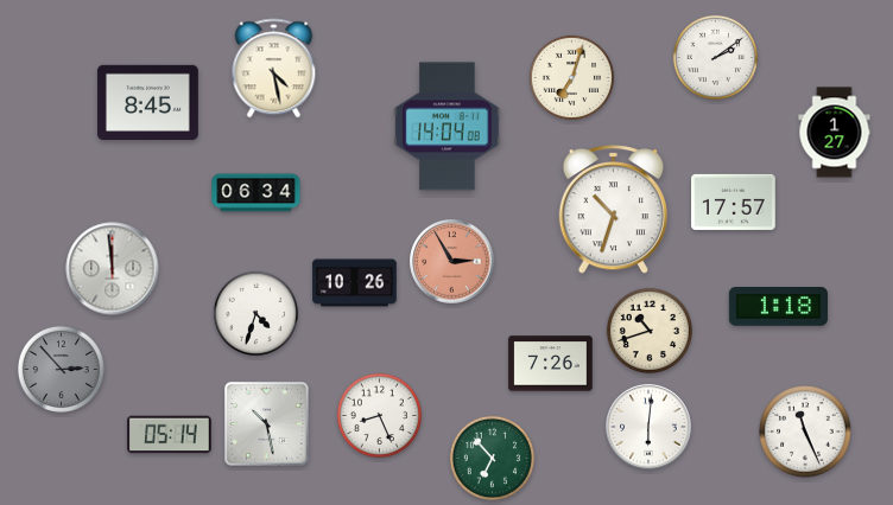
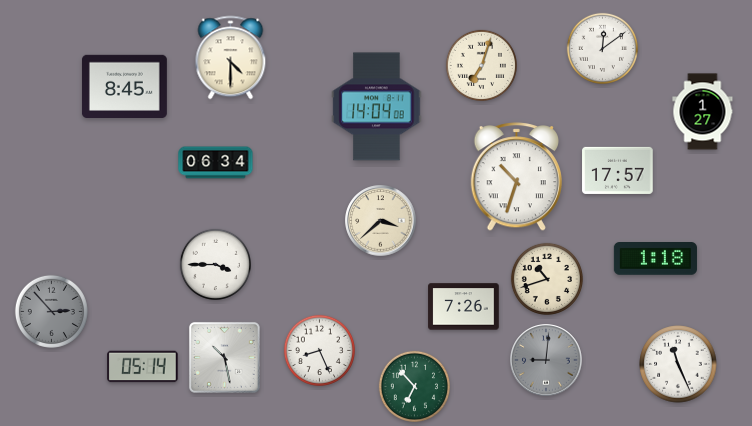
clock at (715, 57): 2:09 -> 12:09
clock at (274, 69): 4:28 -> 4:30
clock at (452, 262): 2:55 -> 3:38
clock at (452, 262) dial: salmon -> cream
clock at (113, 269): 11:59 -> none
clock at (355, 283): 10:26 -> none
clock at (255, 313): 4:33 -> 3:45
clock at (648, 427): 6:01 -> 9:01
clock at (648, 427) dial: white -> grey
